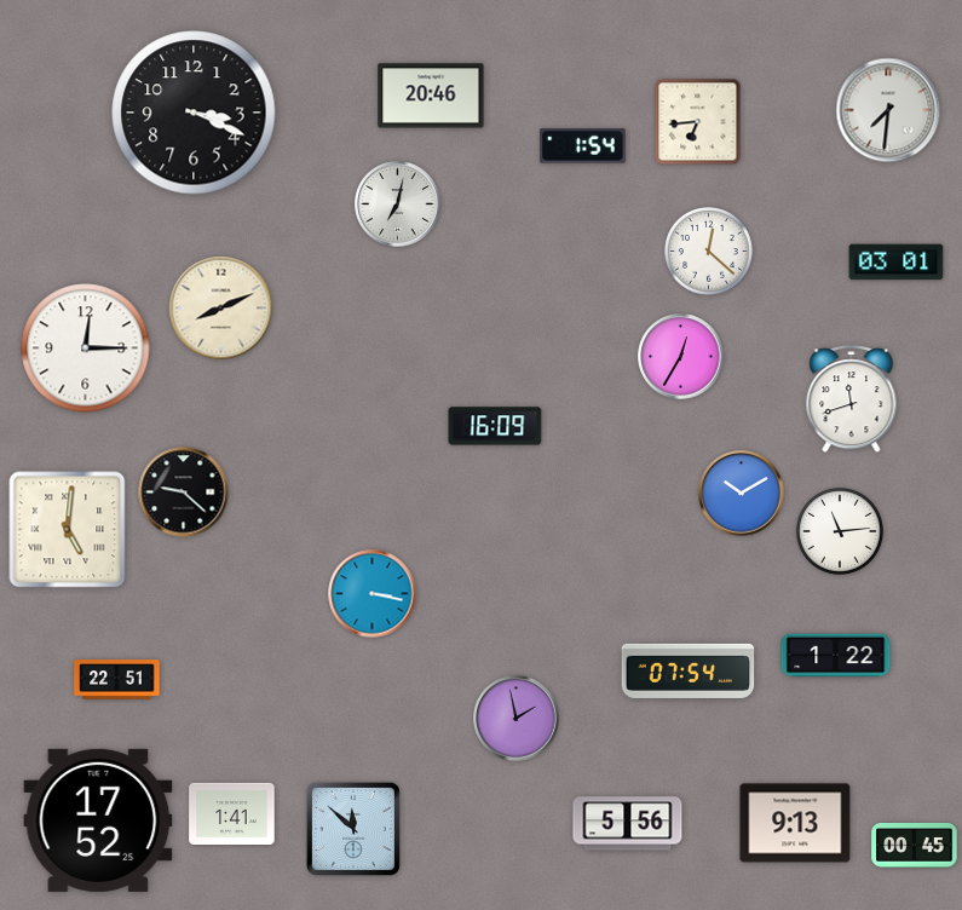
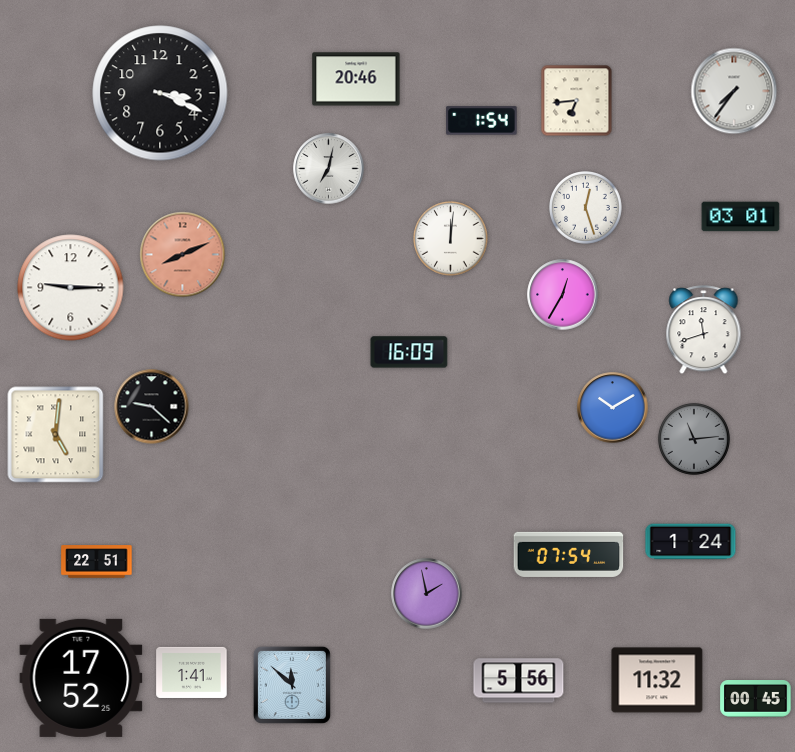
clock at (888, 110): 7:31 -> 7:36
clock at (709, 252): 12:22 -> 12:27
clock at (451, 239): none -> 12:01
clock at (221, 309) dial: cream -> salmon
clock at (86, 349): 12:15 -> 9:15
clock at (68, 530) position: (68, 530) -> (56, 435)
clock at (840, 531) dial: white -> grey
clock at (373, 594): 3:17 -> none
clock at (836, 656): 1:22 -> 1:24
clock at (795, 823): 9:13 -> 11:32
